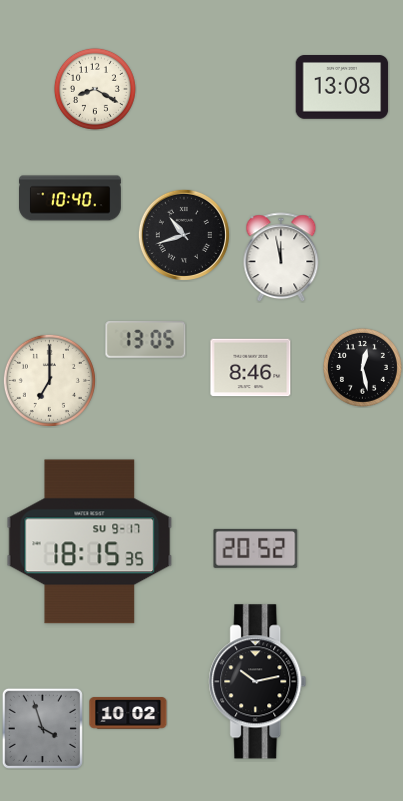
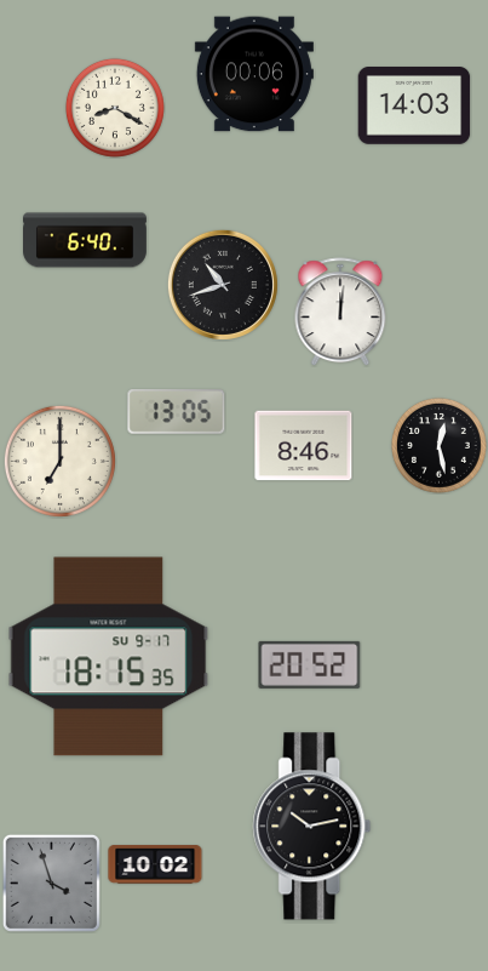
clock at (254, 74): none -> 00:06
clock at (342, 87): 13:08 -> 14:03
clock at (71, 198): 10:40 -> 6:40
clock at (281, 257): 11:58 -> 12:01
